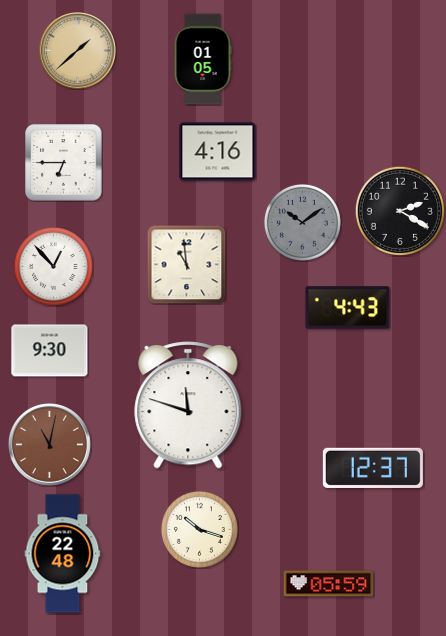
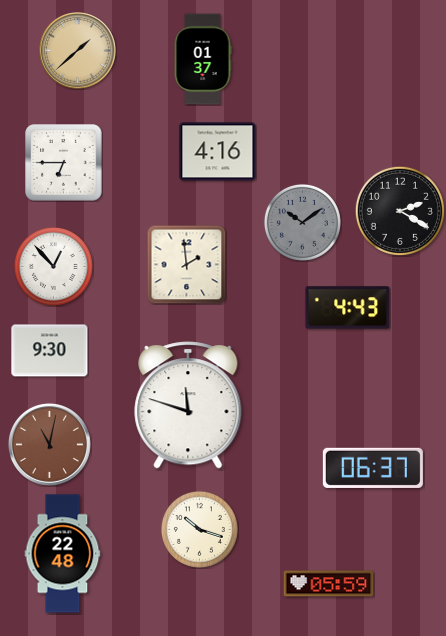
clock at (203, 59): 01:05 -> 01:37
clock at (186, 265): 10:59 -> 1:59
clock at (373, 468): 12:37 -> 06:37
